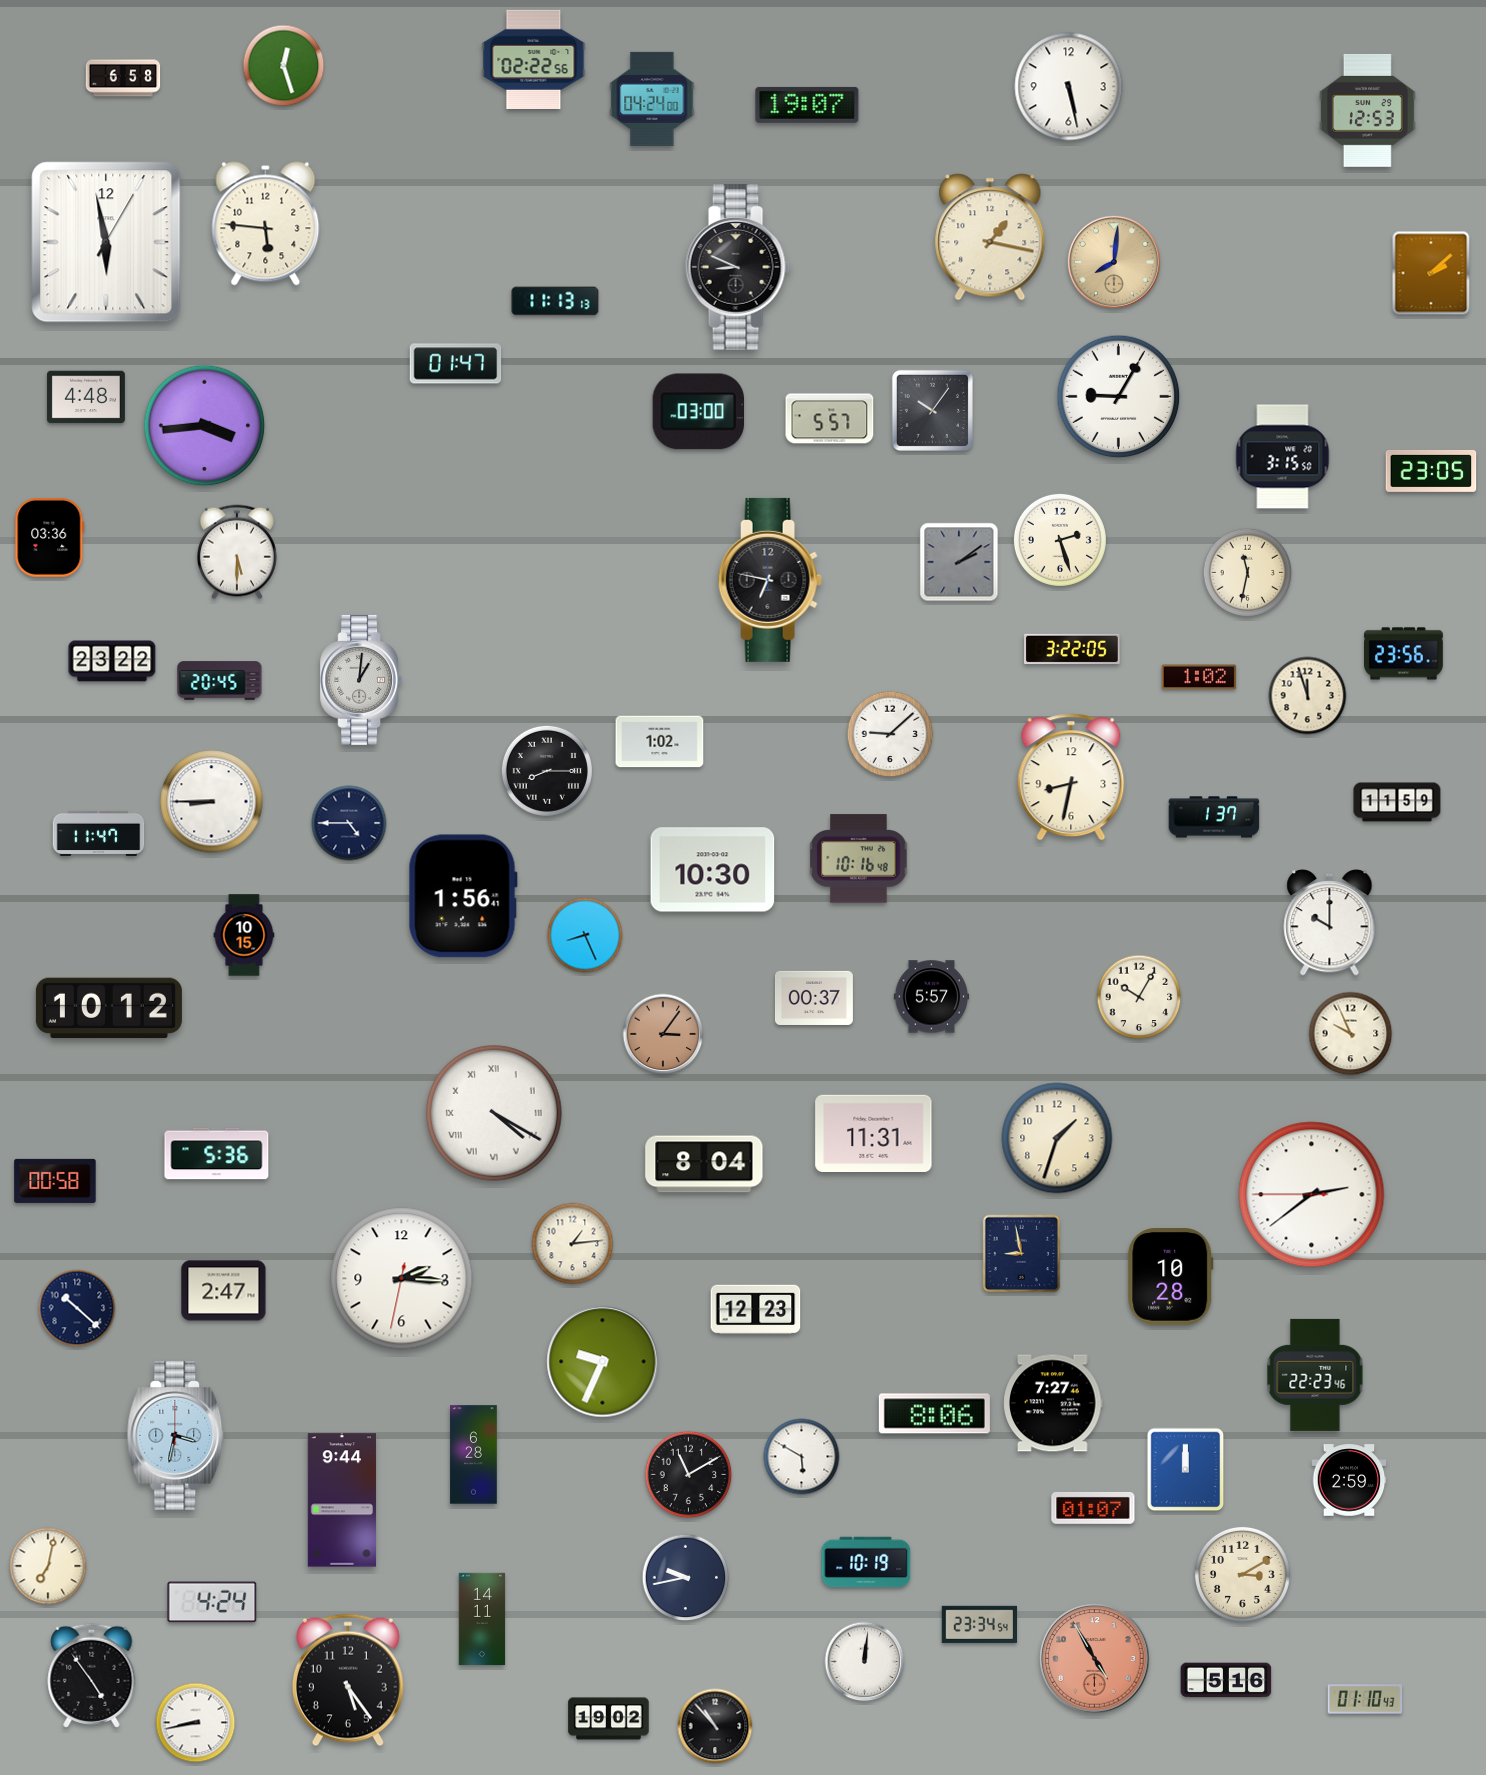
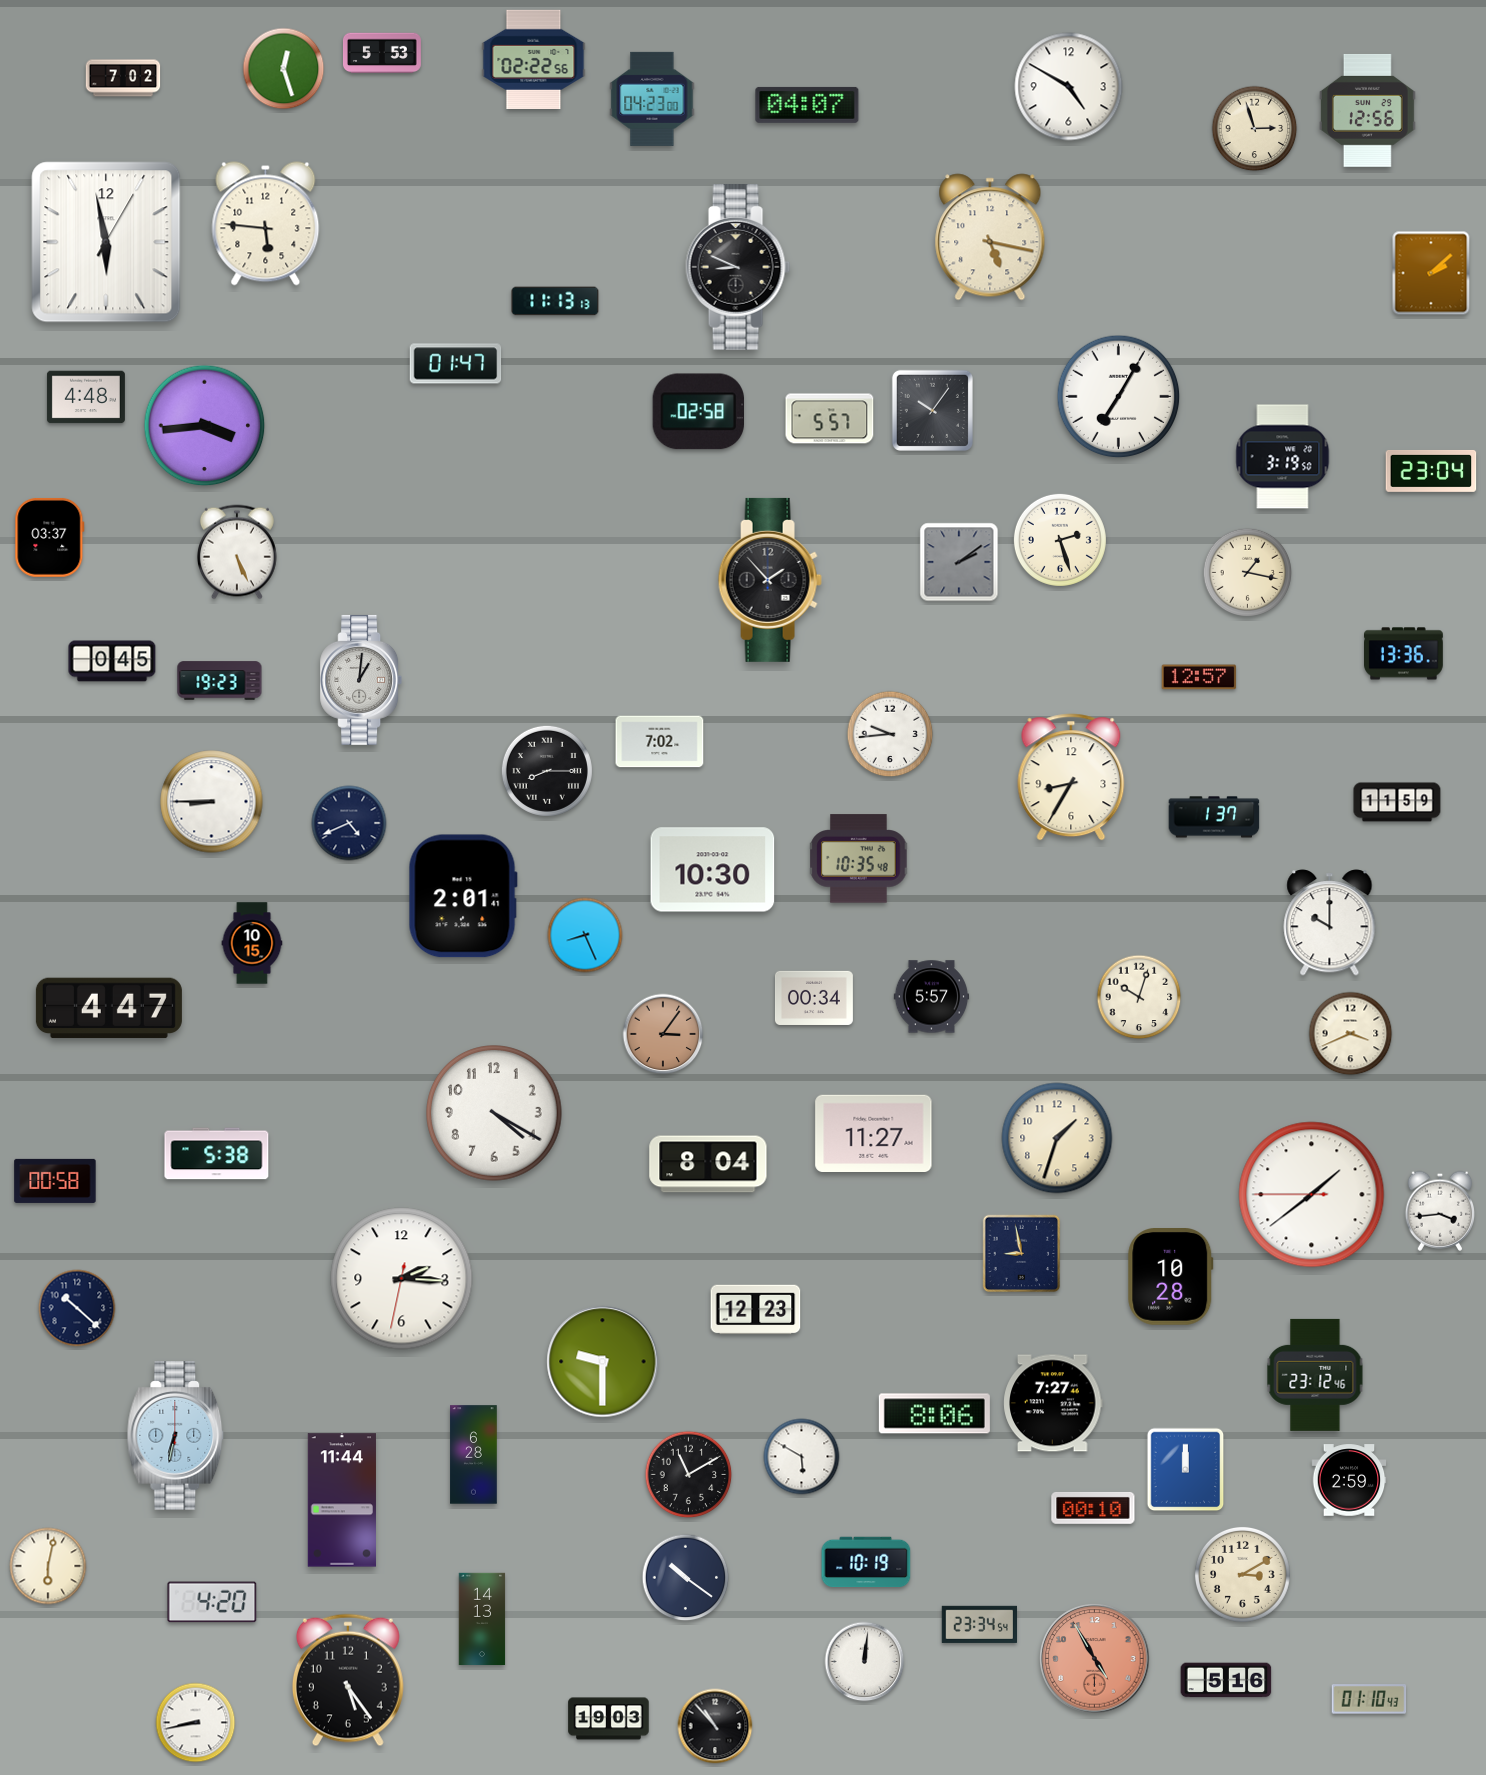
clock at (382, 53): none -> 5:53
clock at (284, 66) position: (284, 66) -> (284, 69)
clock at (123, 78): 6:58 -> 7:02
clock at (1069, 87): 5:28 -> 4:50
clock at (652, 99): 04:24 -> 04:23
clock at (807, 105): 19:07 -> 04:07
clock at (1367, 110): 12:53 -> 12:56
clock at (1255, 129): none -> 2:57
clock at (990, 237): 1:17 -> 5:17
clock at (1114, 262): 8:01 -> none
clock at (1119, 397): 9:05 -> 7:05
clock at (698, 412): 03:00 -> 02:58
clock at (1283, 457): 3:15 -> 3:19
clock at (1431, 471): 23:05 -> 23:04
clock at (50, 537): 03:36 -> 03:37
clock at (237, 552): 5:30 -> 5:26
clock at (1248, 573): 11:32 -> 1:17
clock at (770, 580): 6:47 -> 1:53
clock at (1073, 649): 3:22 -> none
clock at (1404, 654): 23:56 -> 13:36
clock at (112, 661): 23:22 -> 0:45
clock at (1199, 677): 1:02 -> 12:57
clock at (220, 681): 20:45 -> 19:23
clock at (1308, 696): 11:57 -> none
clock at (890, 734): 9:08 -> 9:44
clock at (660, 742): 1:02 -> 7:02
clock at (1071, 777): 8:32 -> 8:35
clock at (349, 823): 4:45 -> 4:41
clock at (99, 833): 11:47 -> none
clock at (859, 859): 10:16 -> 10:35
clock at (463, 896): 1:56 -> 2:01
clock at (244, 935) position: (244, 935) -> (252, 943)
clock at (1139, 997): 10:05 -> 10:03
clock at (814, 998): 00:37 -> 00:34
clock at (109, 1008): 10:12 -> 4:47
clock at (1351, 1034): 9:56 -> 3:41
clock at (494, 1113) numerals: Roman -> Arabic
clock at (874, 1133): 11:31 -> 11:27
clock at (217, 1154): 5:36 -> 5:38
clock at (704, 1164) position: (704, 1164) -> (708, 1164)
clock at (1312, 1195): 2:38 -> 1:38
clock at (1440, 1211): none -> 3:44
clock at (573, 1244): 1:14 -> none
clock at (224, 1291): 2:47 -> none
clock at (603, 1362): 9:34 -> 9:30
clock at (1315, 1375): 22:23 -> 23:12
clock at (176, 1436): 3:32 -> 6:32
clock at (341, 1500): 9:44 -> 11:44
clock at (1093, 1508): 01:07 -> 00:10
clock at (48, 1566): 7:02 -> 6:02
clock at (686, 1578): 9:43 -> 10:21
clock at (212, 1602): 4:24 -> 4:20
clock at (482, 1619): 14:11 -> 14:13
clock at (92, 1675): 4:54 -> none
clock at (1365, 1699) position: (1365, 1699) -> (1369, 1699)
clock at (609, 1719): 19:02 -> 19:03
